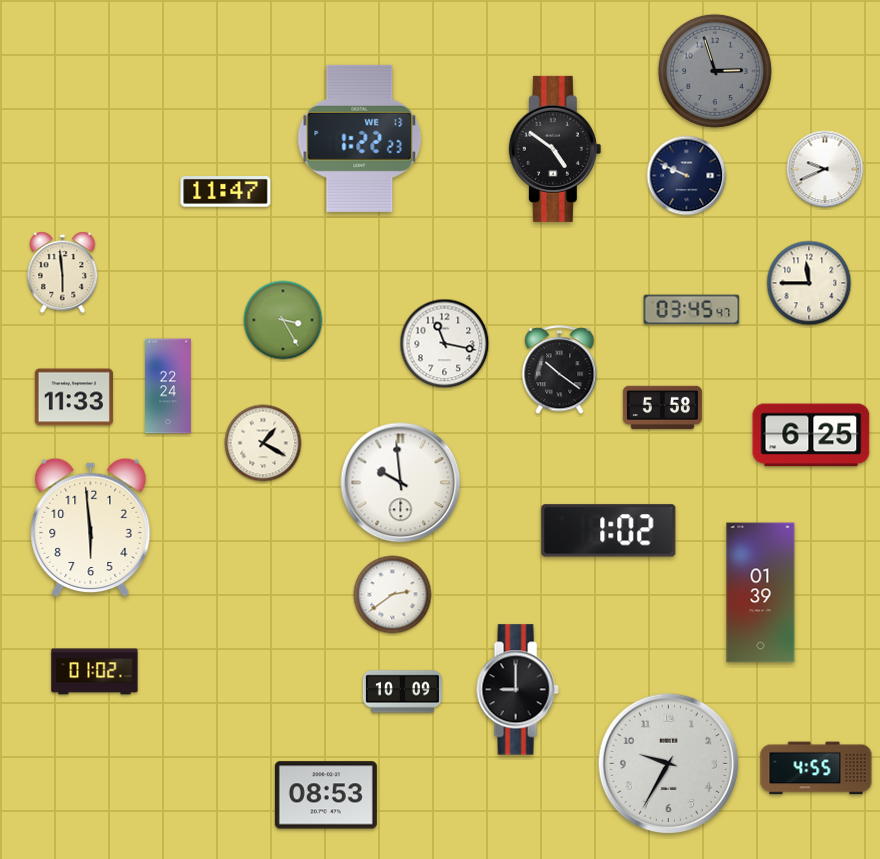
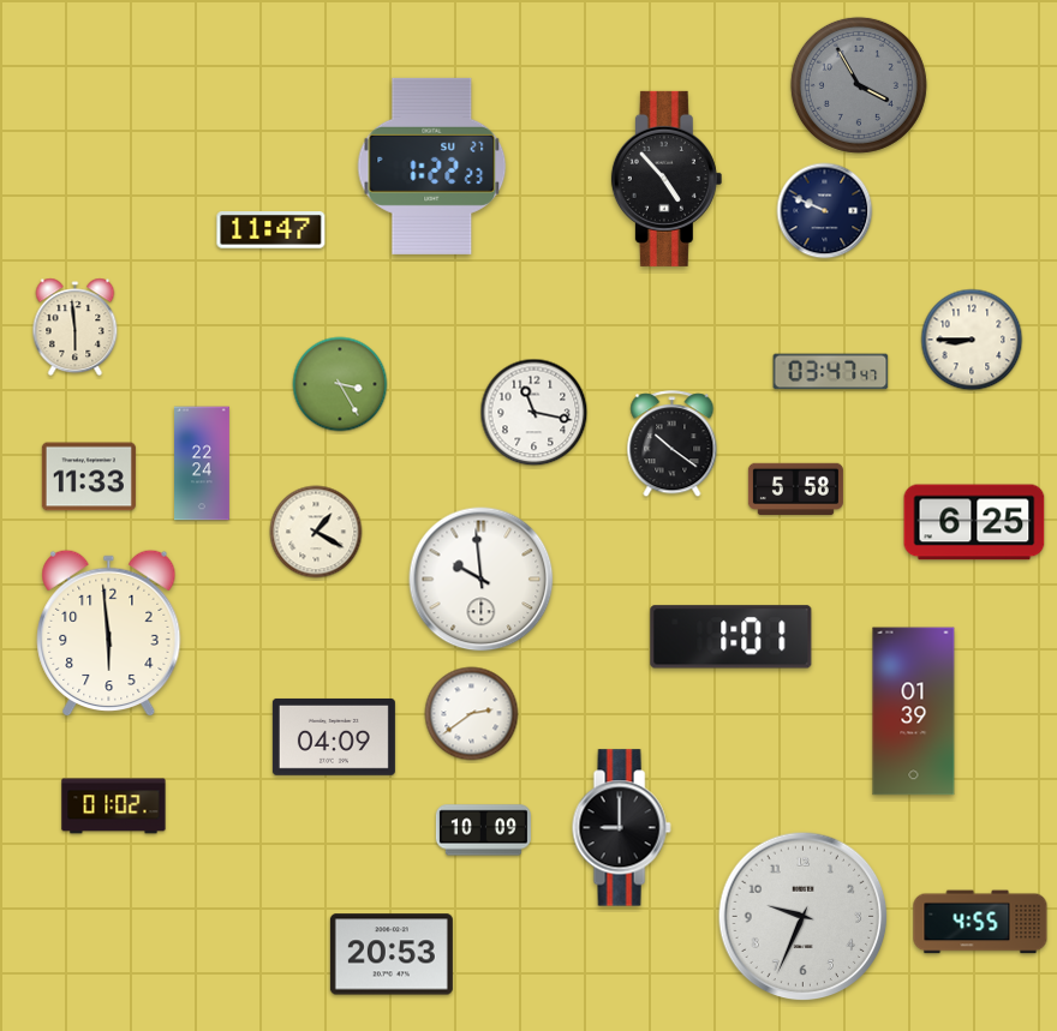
clock at (715, 71): 2:57 -> 3:55
clock at (360, 138) date: WE 13 -> SU 27
clock at (555, 149): 4:51 -> 4:53
clock at (825, 169): 9:41 -> none
clock at (809, 283): 11:45 -> 8:45
clock at (692, 310): 03:45 -> 03:47
clock at (609, 531): 1:02 -> 1:01
clock at (334, 737): none -> 04:09
clock at (669, 764): 9:35 -> 9:34
clock at (326, 795): 08:53 -> 20:53
